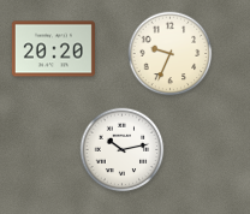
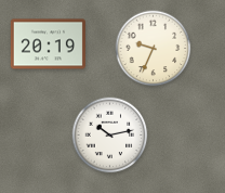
clock at (53, 49): 20:20 -> 20:19
